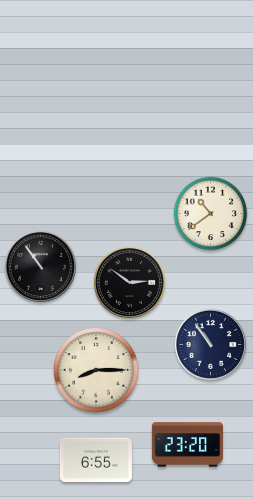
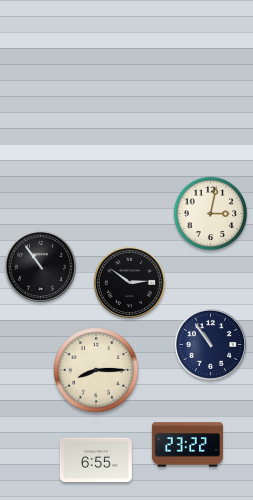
clock at (211, 214): 10:39 -> 3:02
clock at (187, 445): 23:20 -> 23:22
